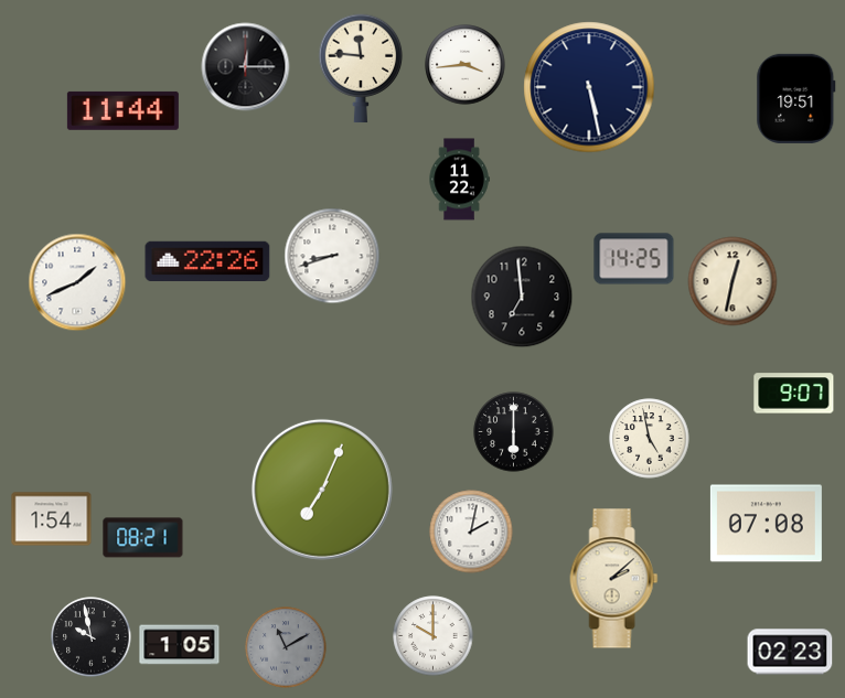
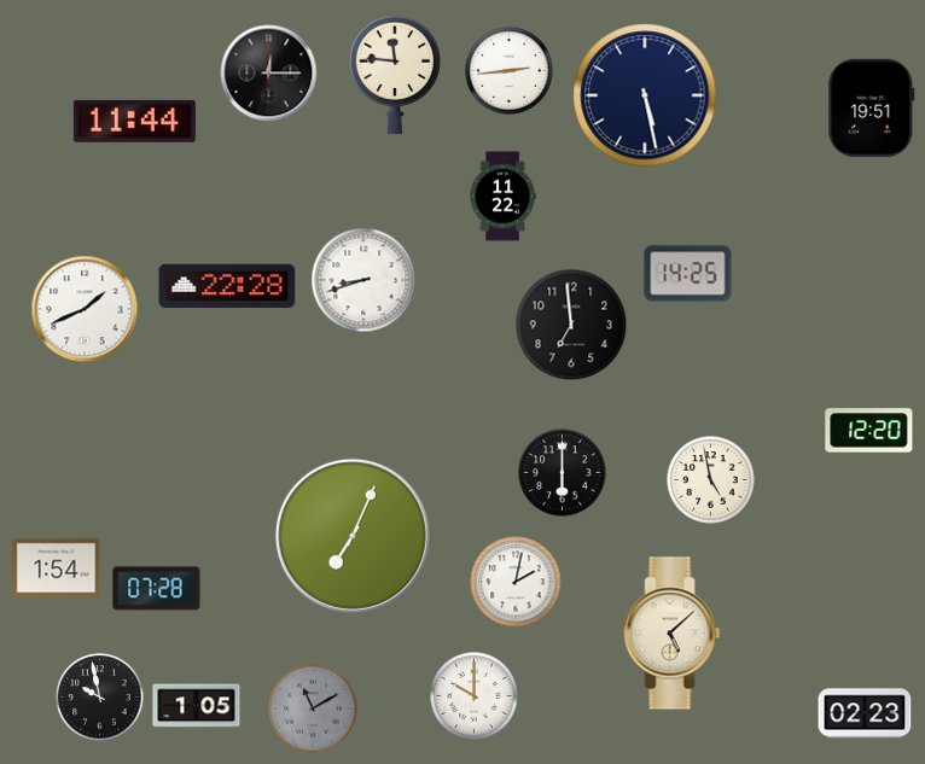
clock at (466, 65): 3:44 -> 2:44
clock at (634, 259) position: (634, 259) -> (688, 274)
clock at (207, 260): 22:26 -> 22:28
clock at (732, 281): 12:32 -> none
clock at (794, 394): 9:07 -> 12:20
clock at (766, 524): 07:08 -> none
clock at (143, 538): 08:21 -> 07:28
clock at (614, 579): 2:08 -> 5:08
